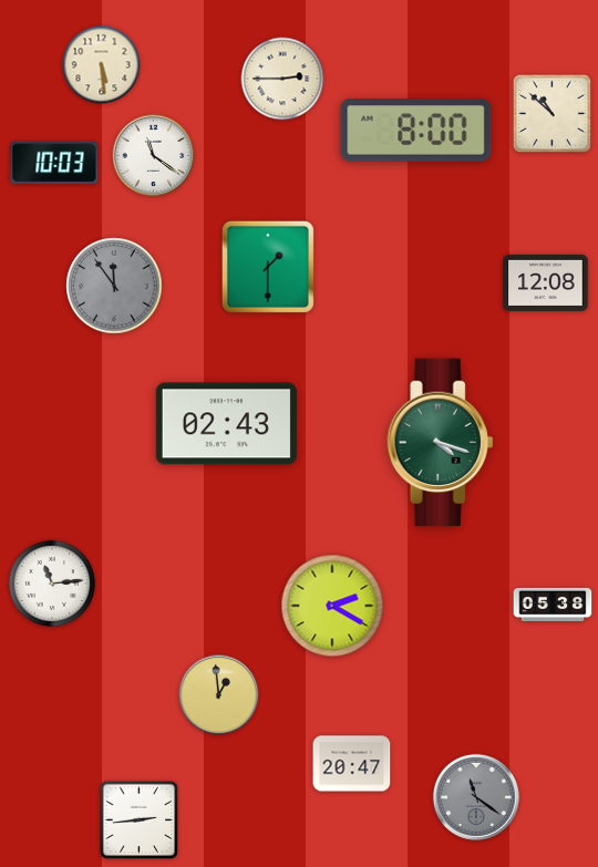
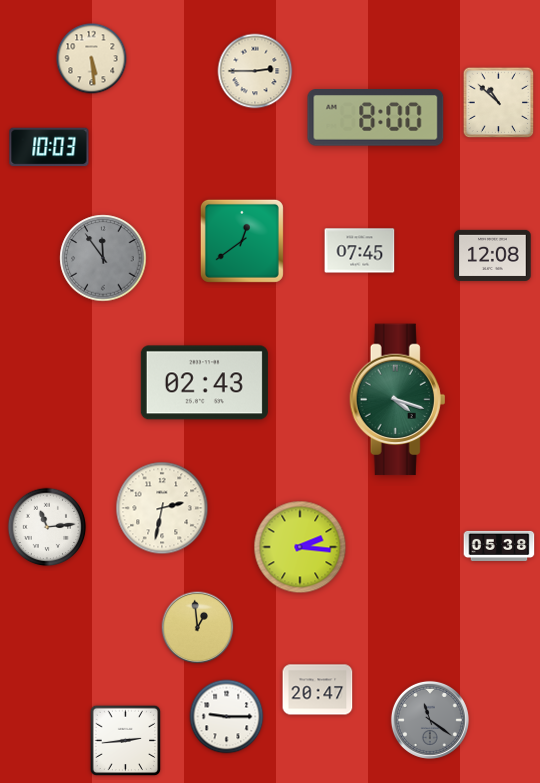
clock at (154, 156): 11:21 -> none
clock at (268, 267): 1:30 -> 12:39
clock at (360, 251): none -> 07:45
clock at (162, 508): none -> 2:32
clock at (332, 606): 2:20 -> 2:16
clock at (227, 717): none -> 9:15
